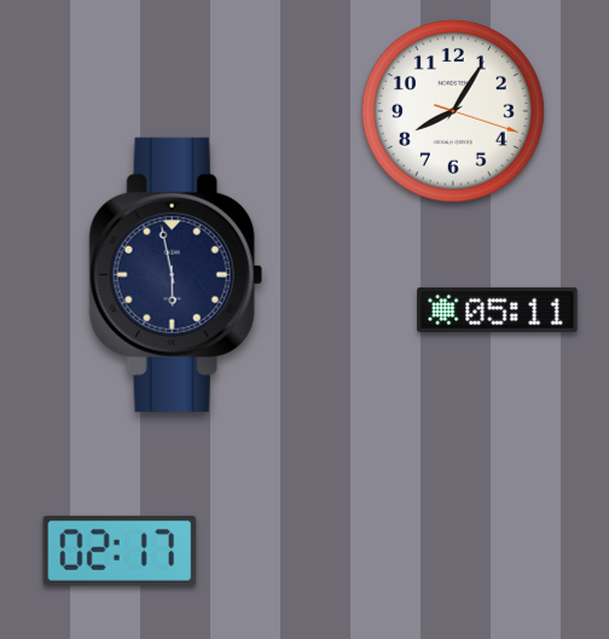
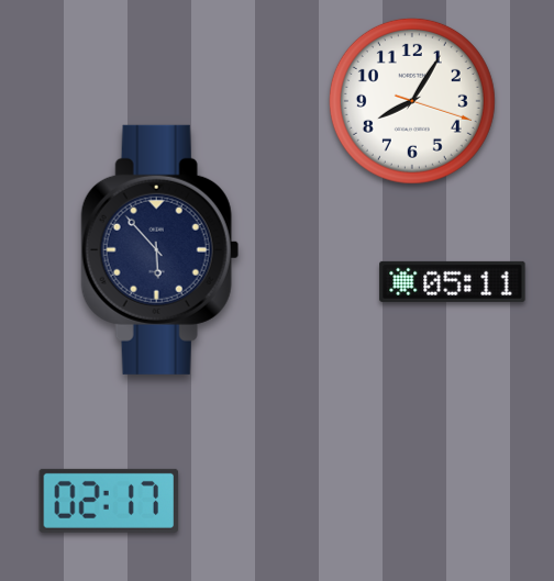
clock at (175, 274): 5:58 -> 5:53
